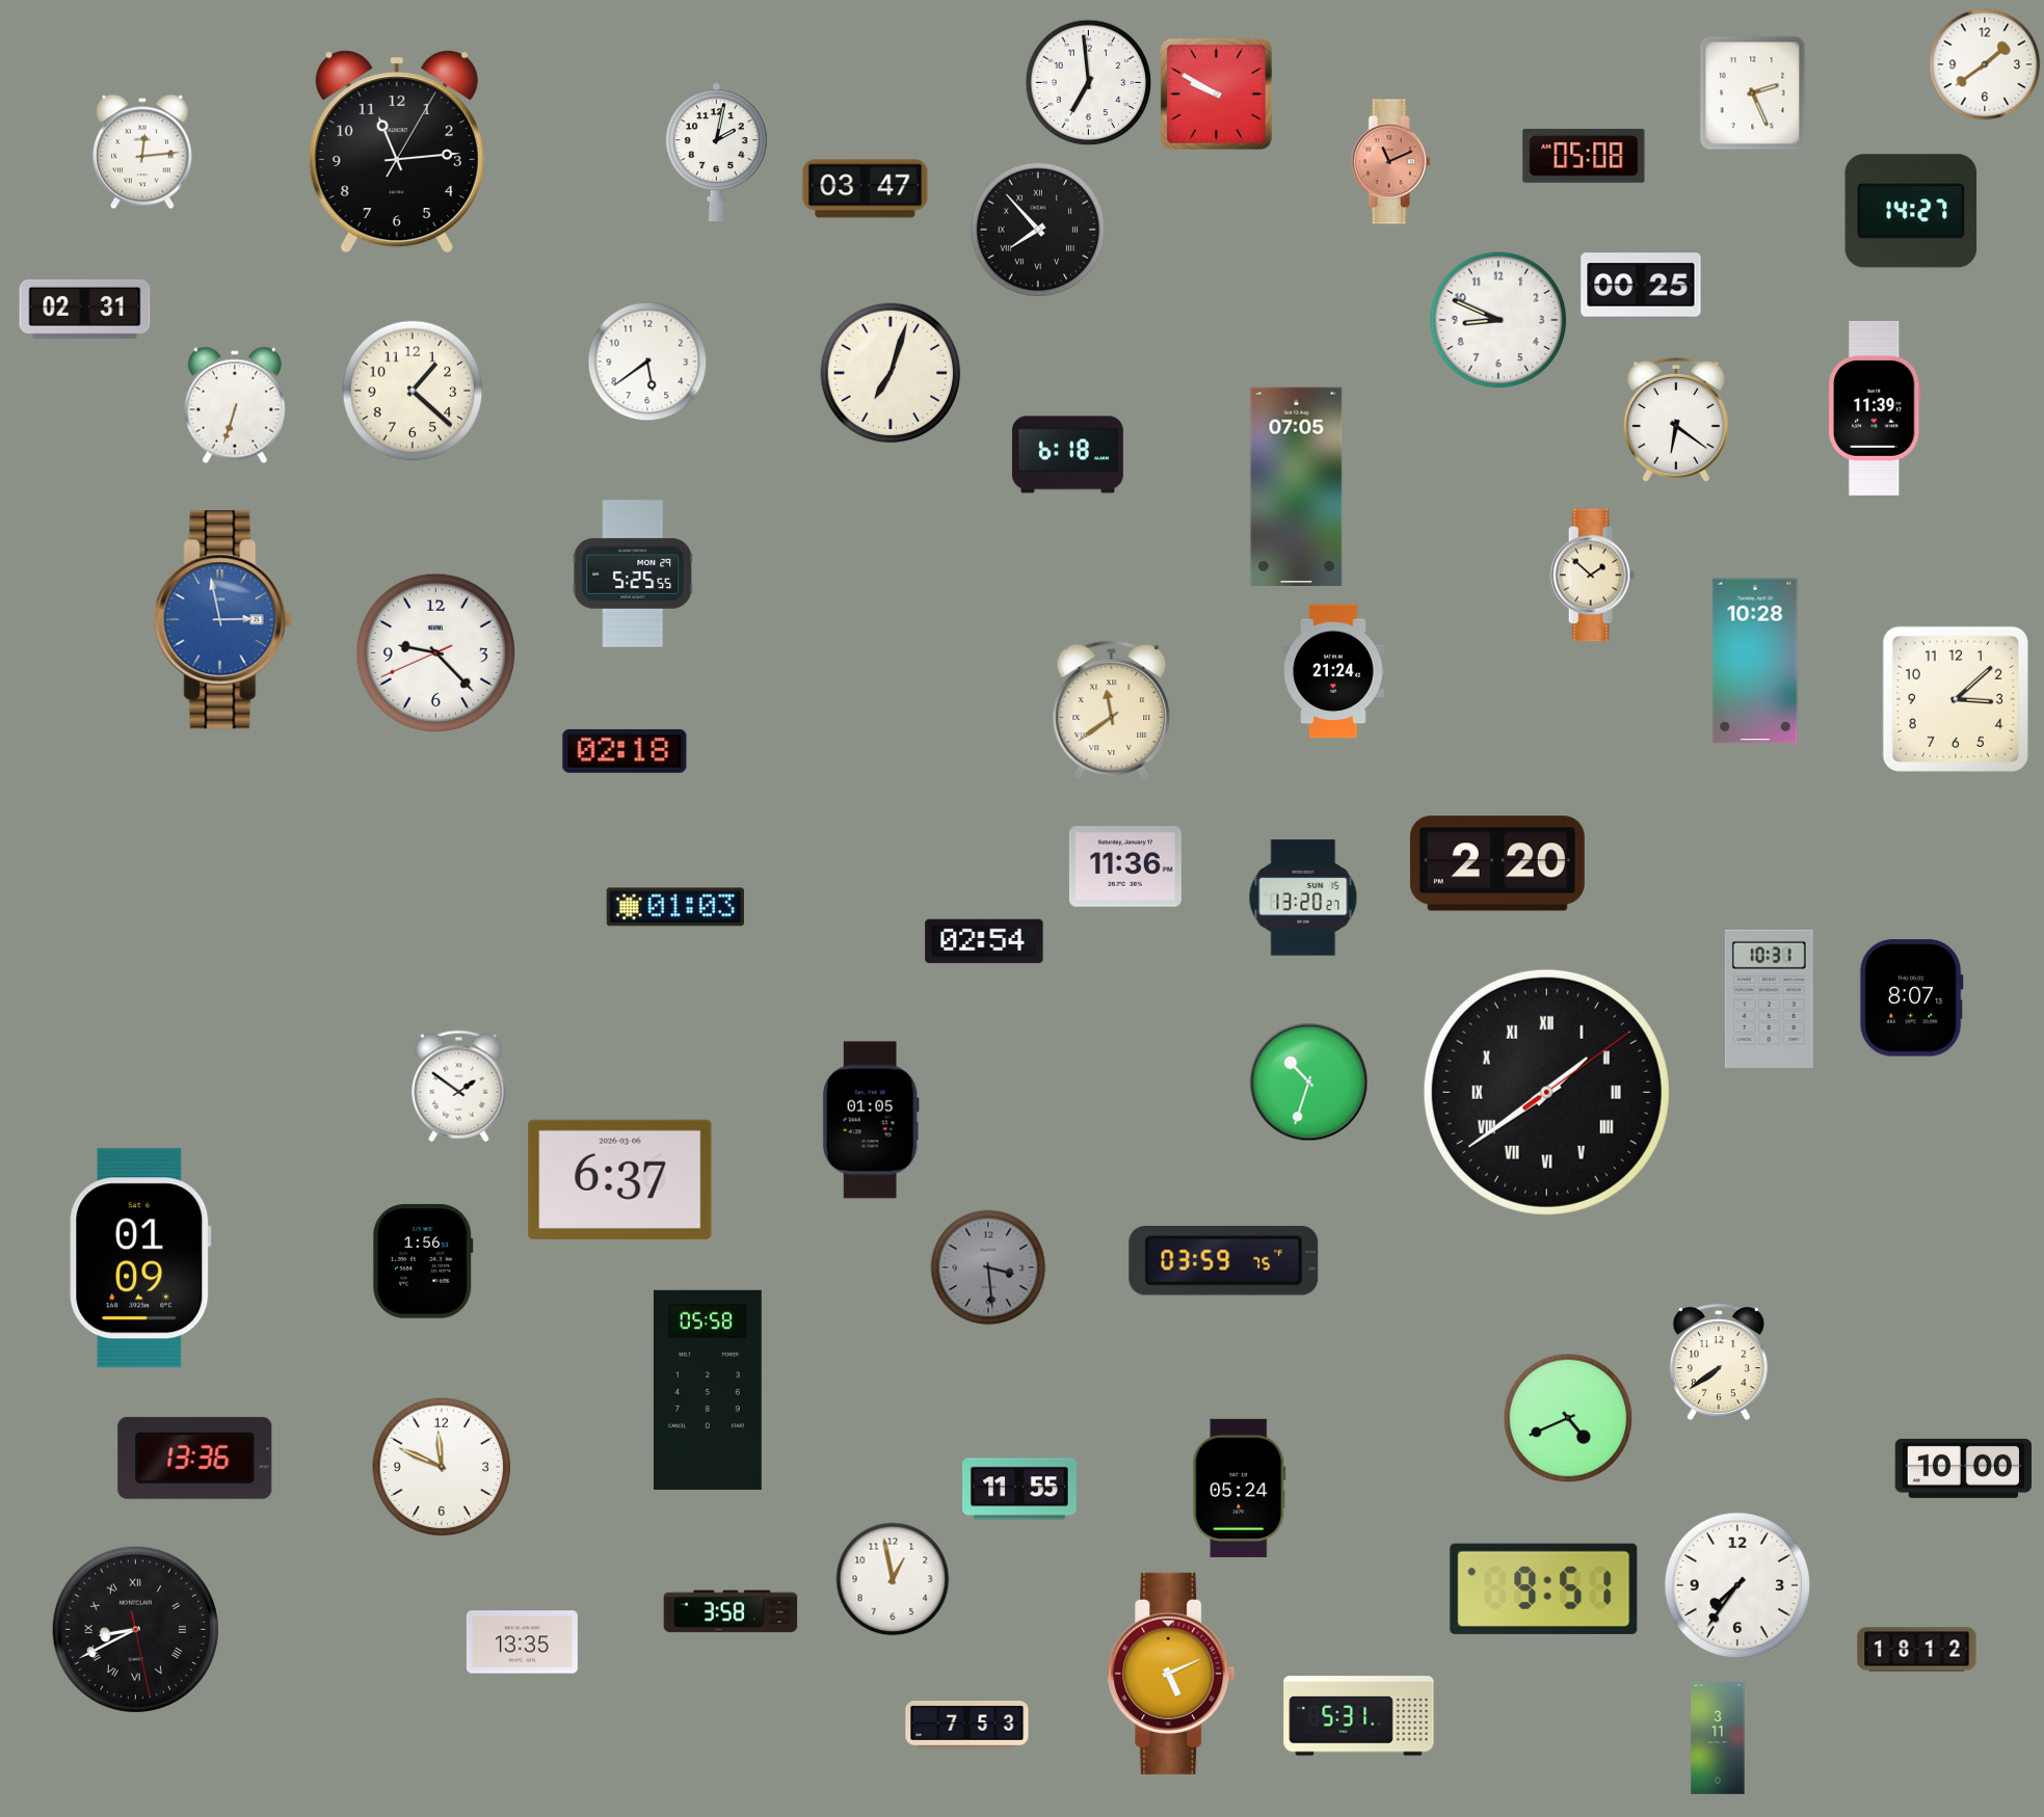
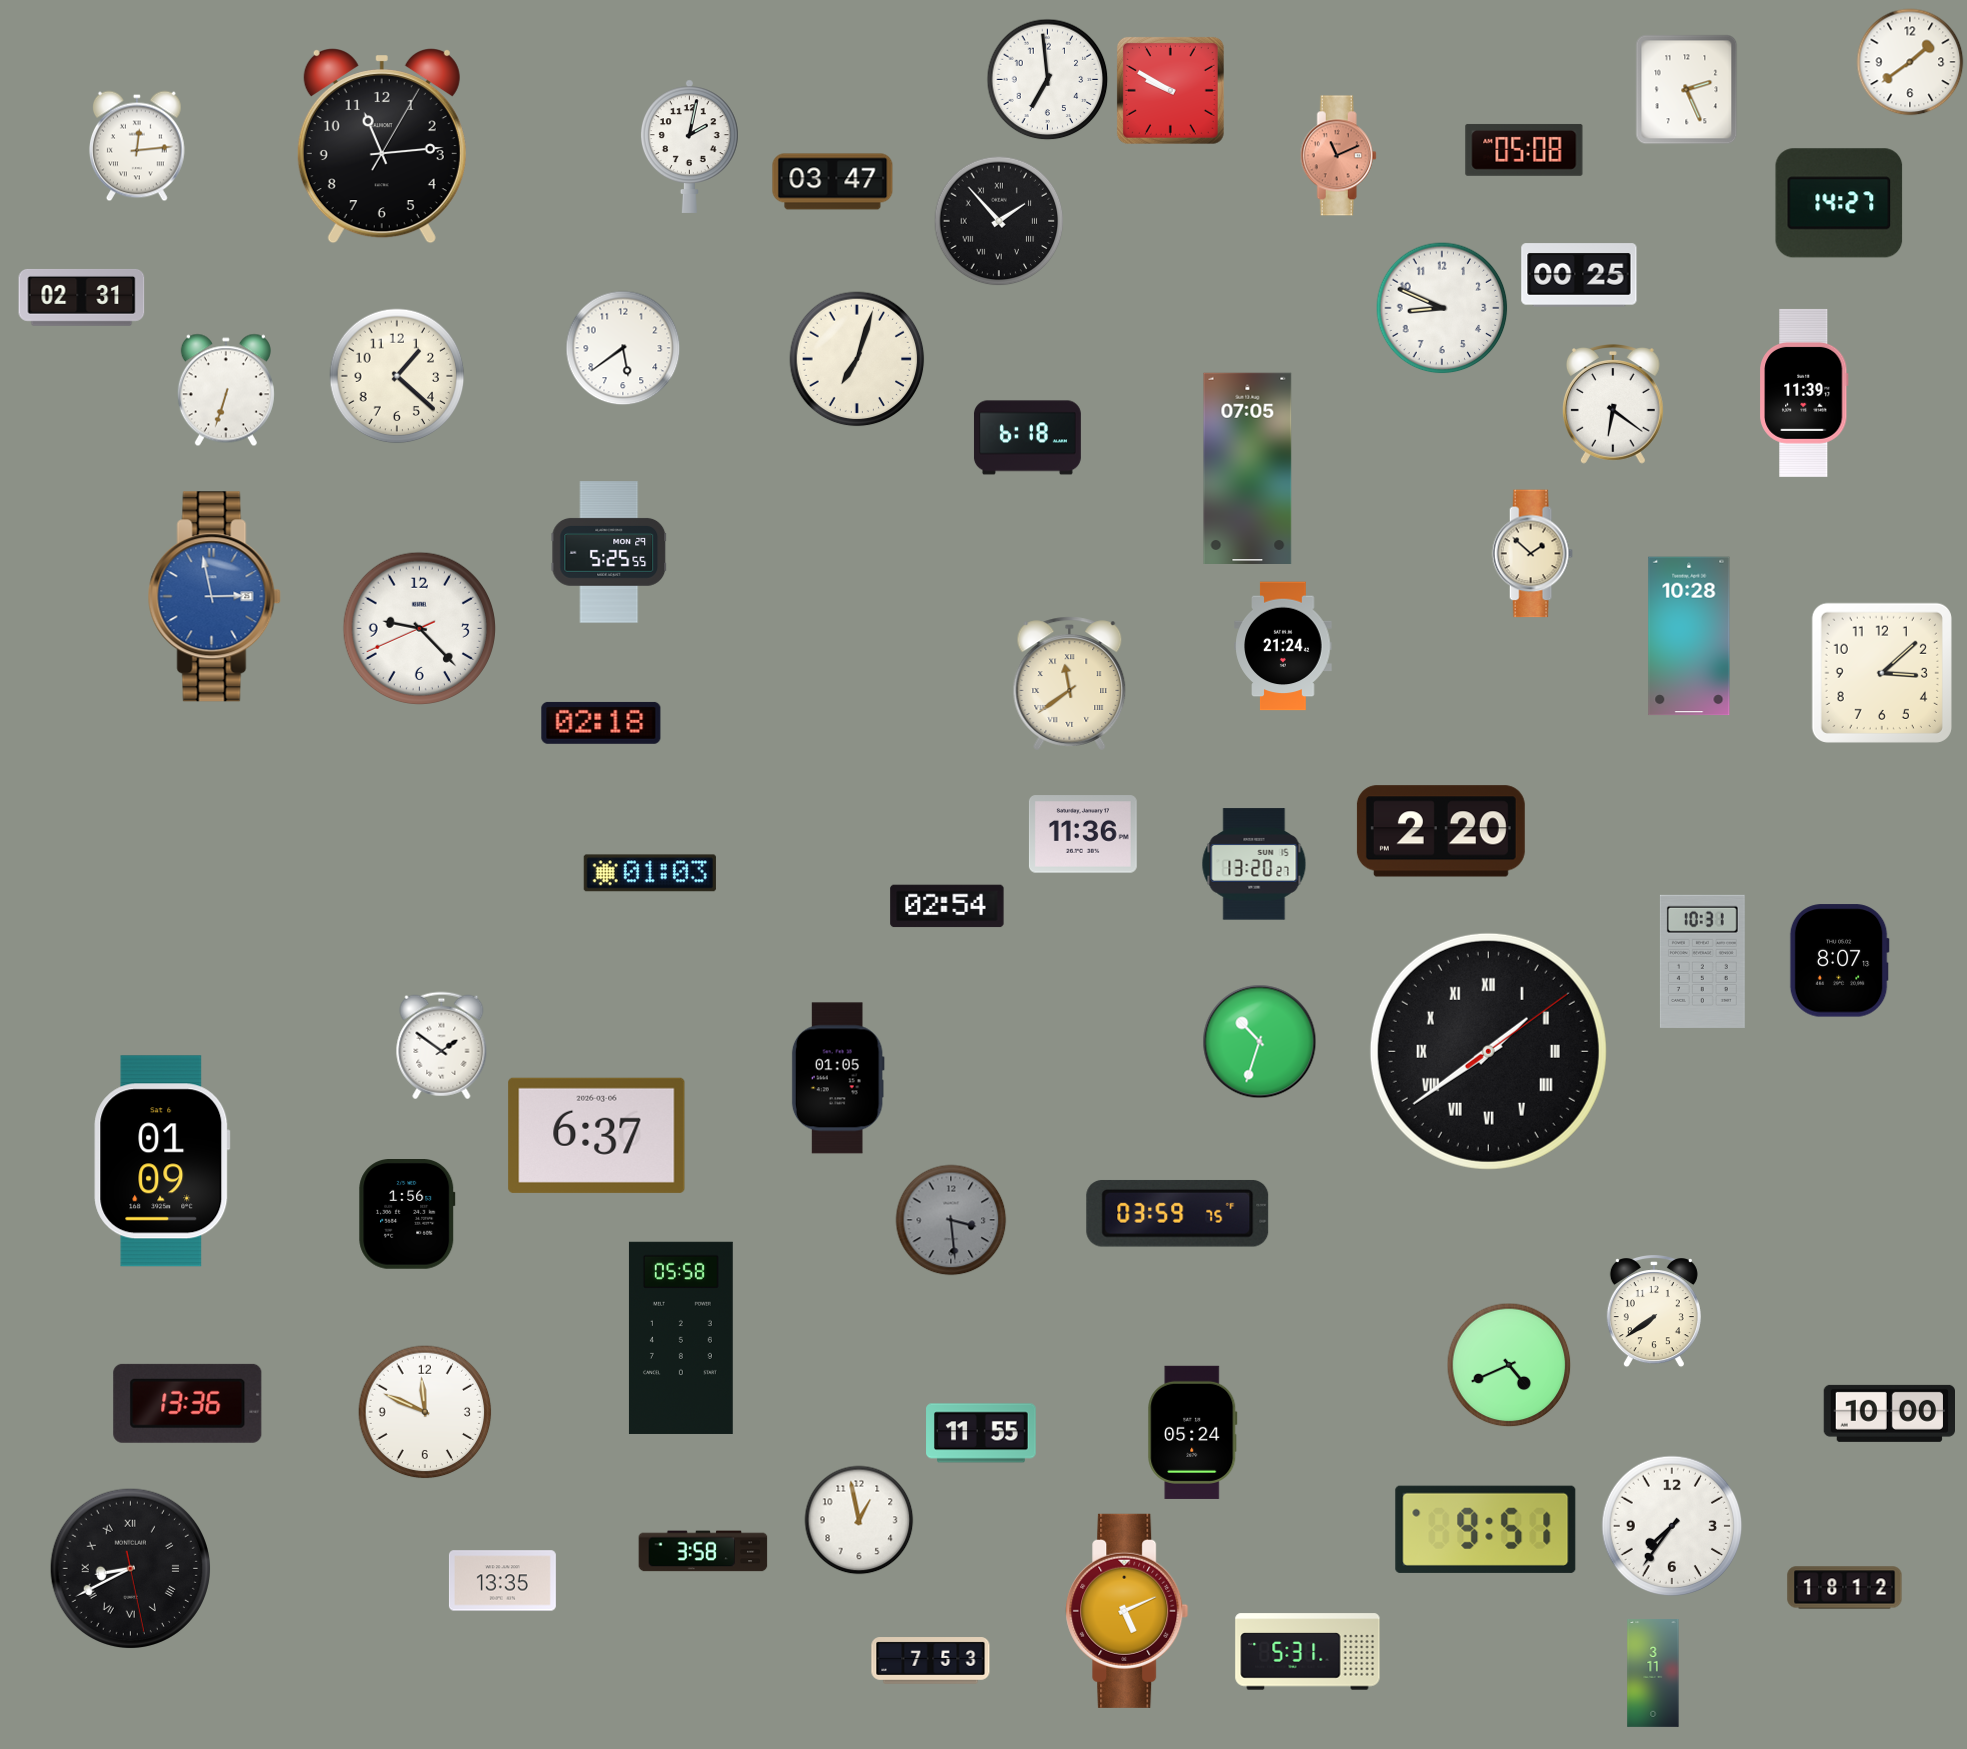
clock at (1038, 230): 7:53 -> 1:53
clock at (140, 1258) position: (140, 1258) -> (162, 1161)
